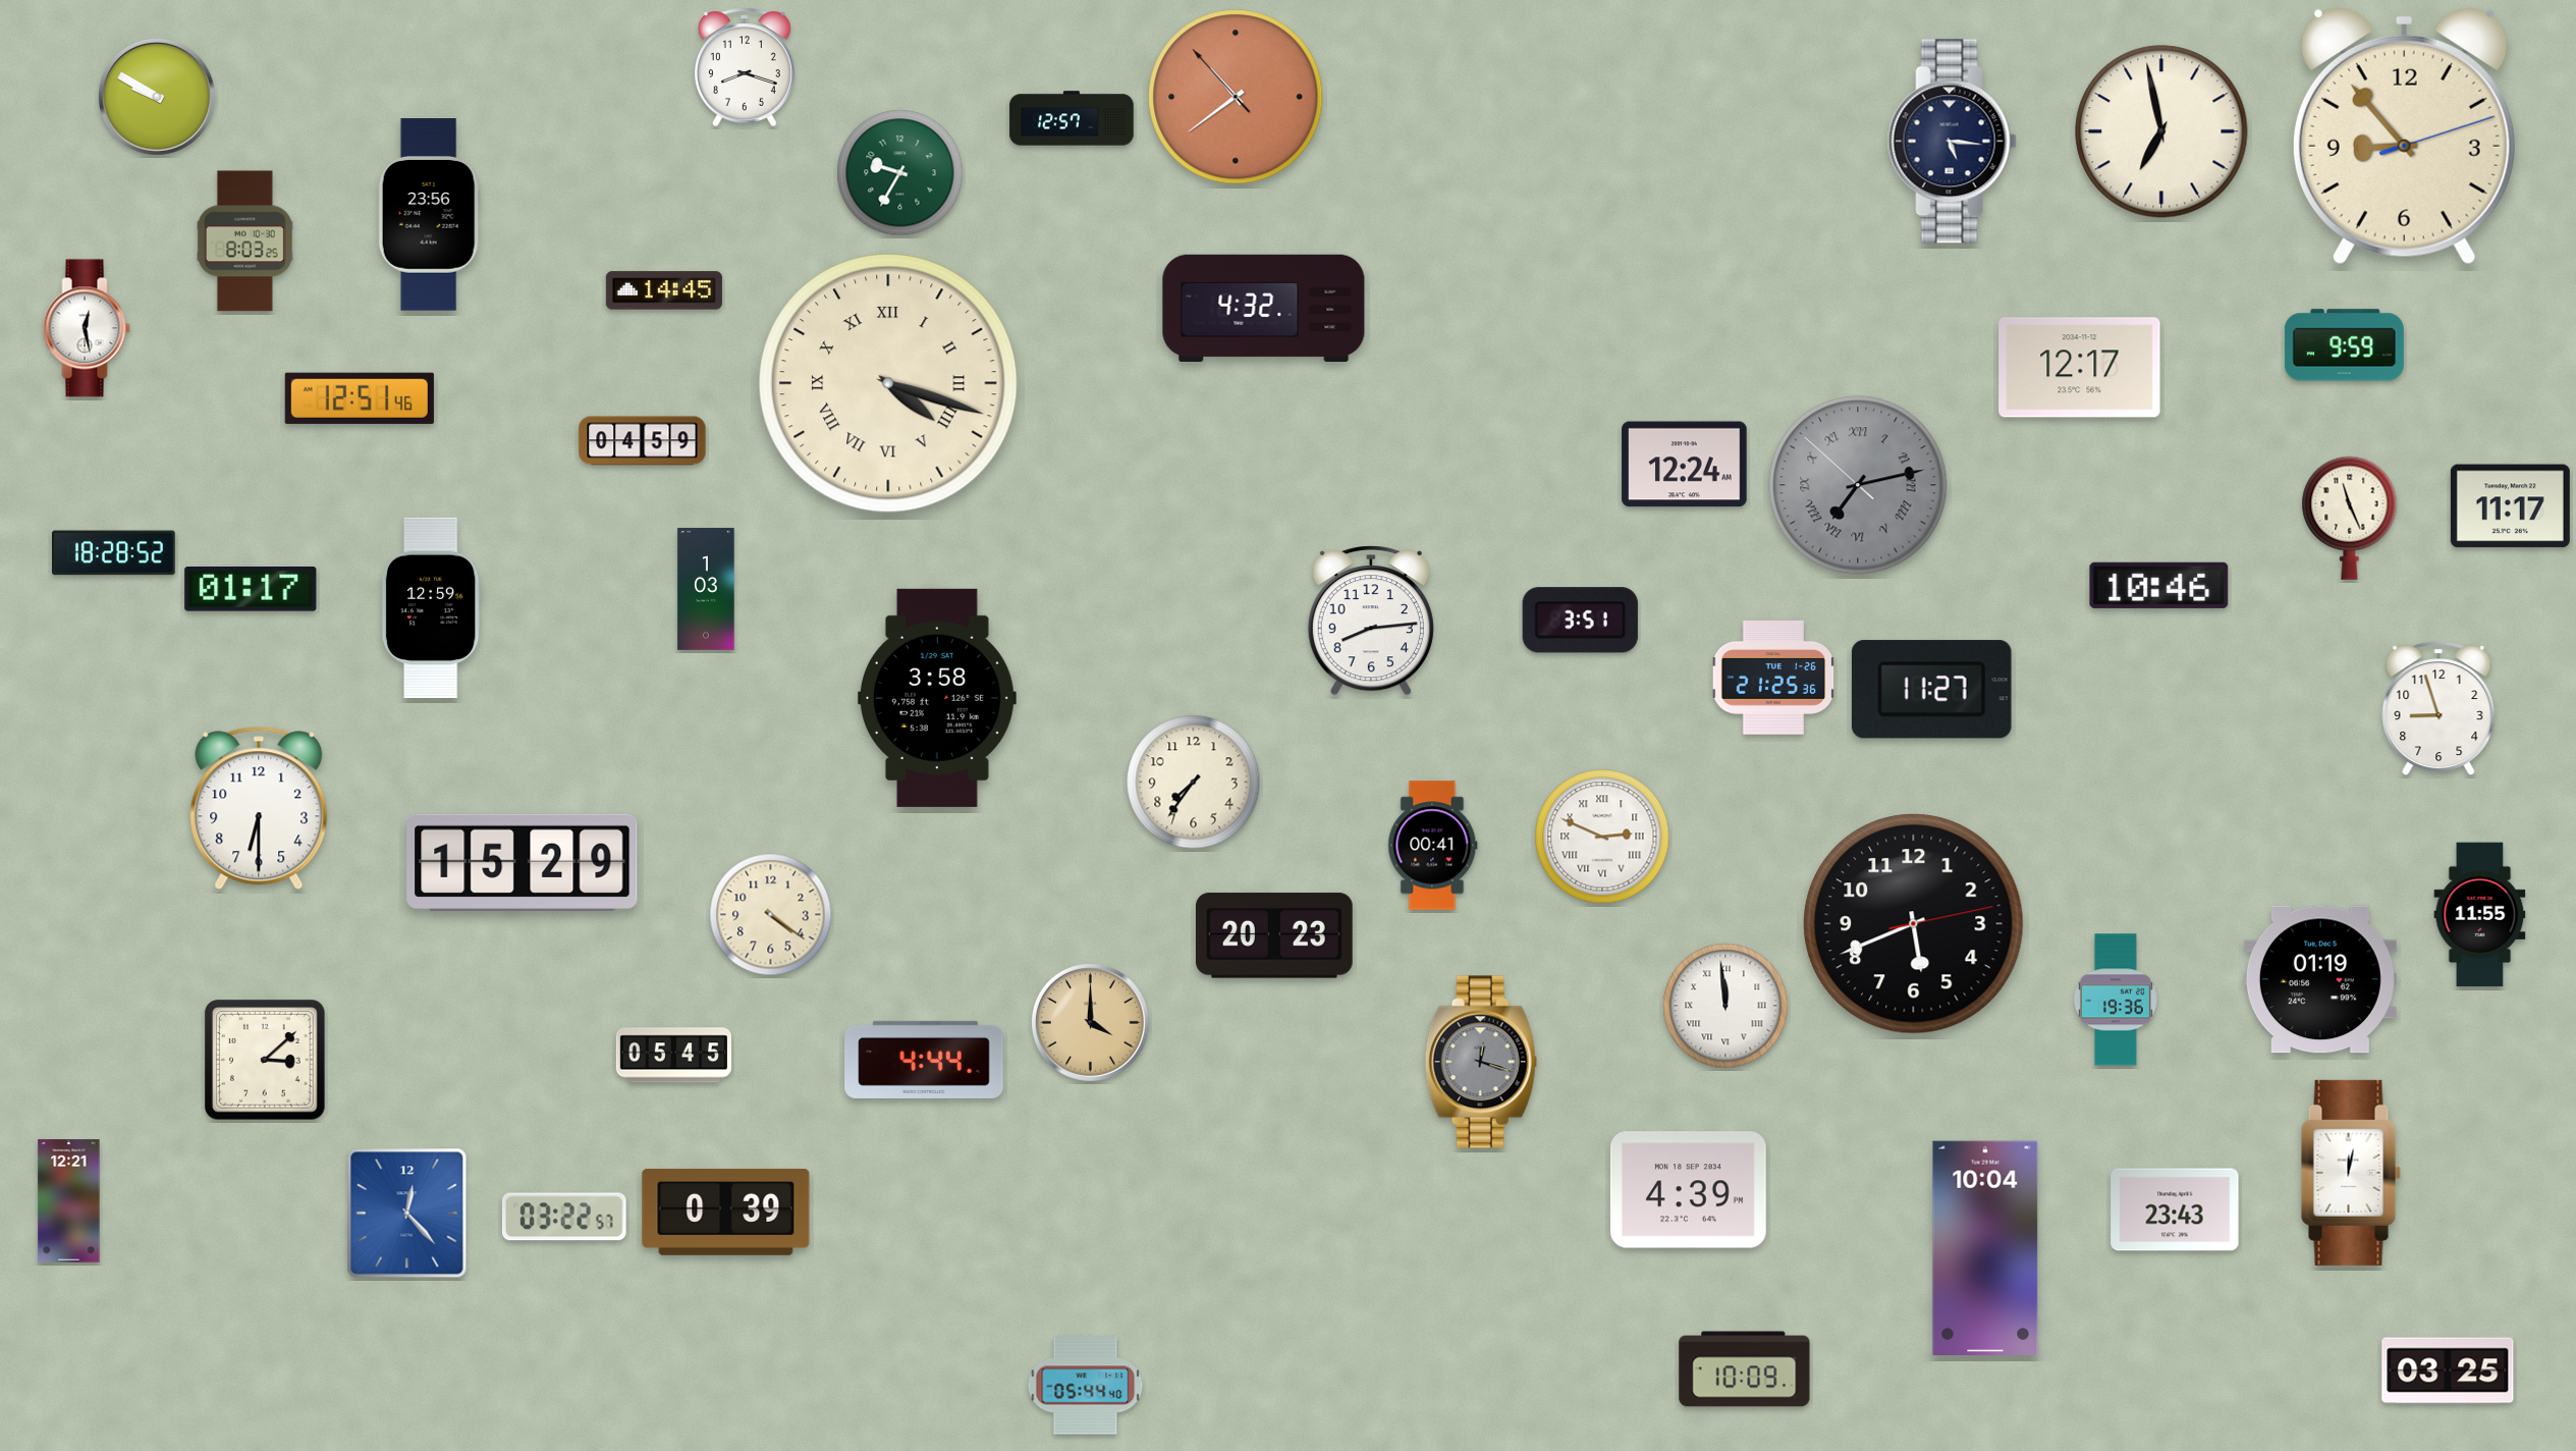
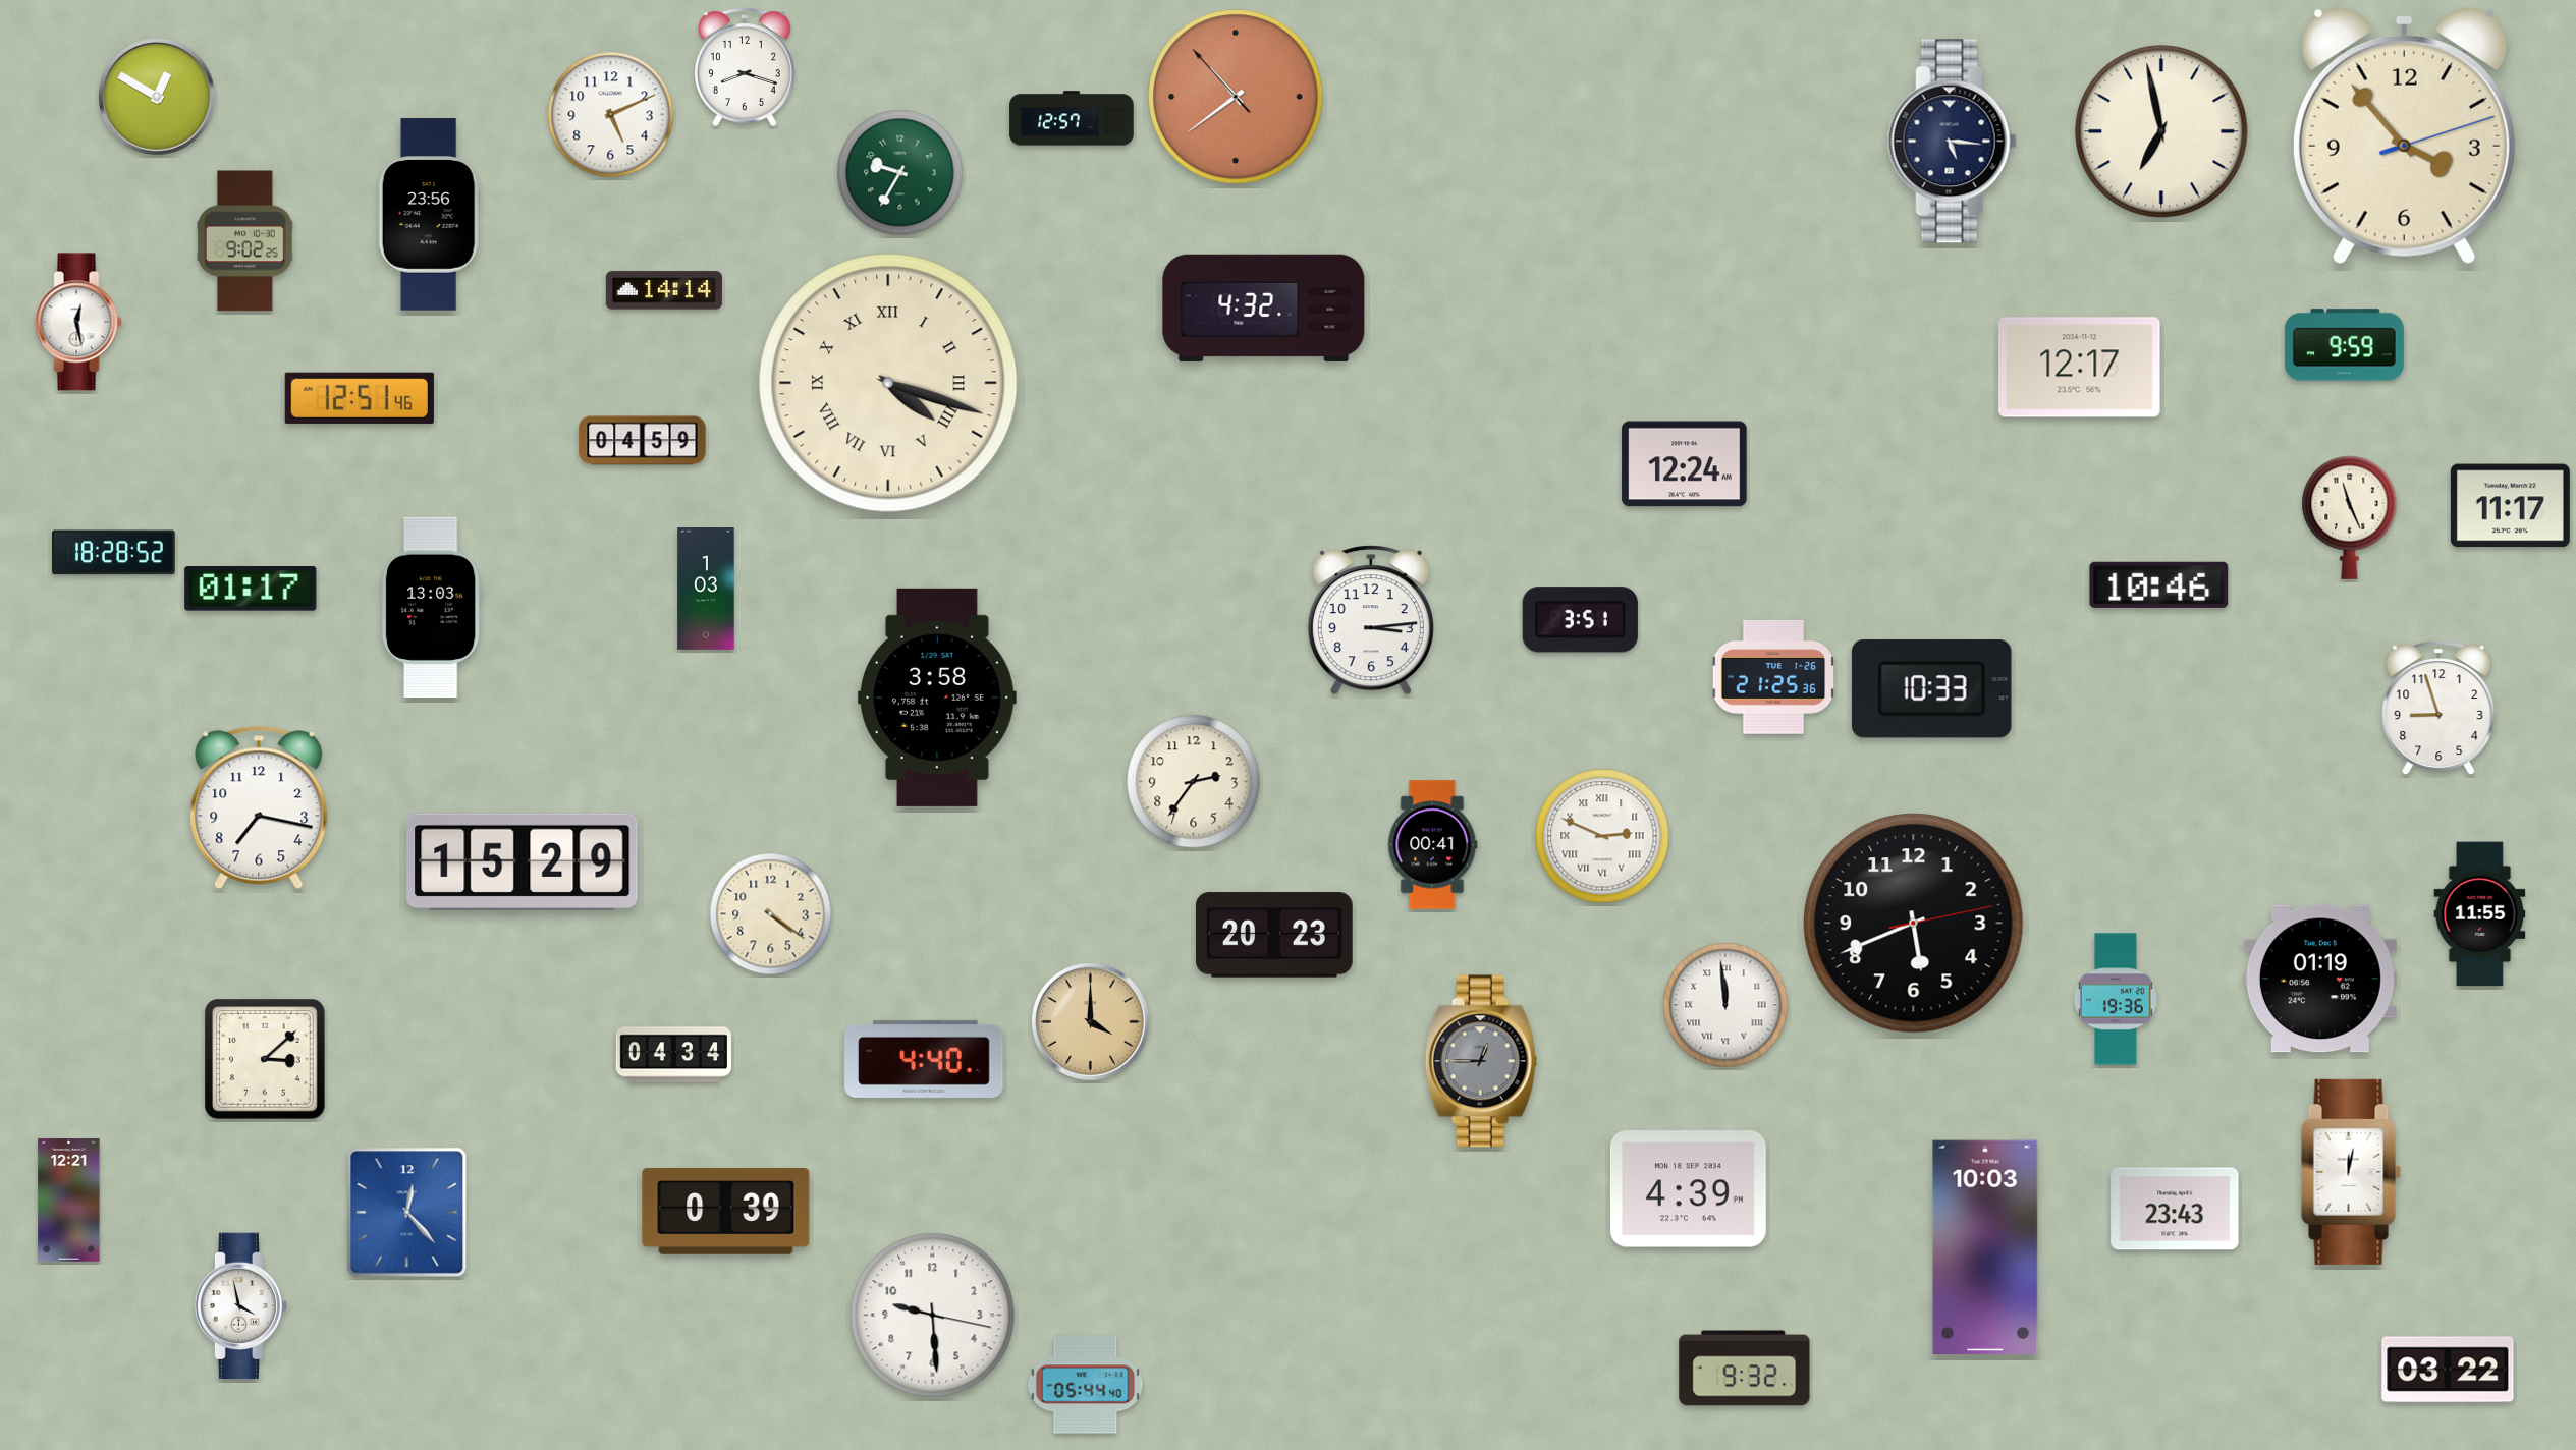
clock at (157, 97): 9:50 -> 12:50
clock at (611, 115): none -> 5:11
clock at (2404, 136): 8:53 -> 3:53
clock at (244, 241): 8:03 -> 9:02
clock at (664, 290): 14:45 -> 14:14
clock at (87, 328) position: (87, 328) -> (78, 322)
clock at (1858, 485): 7:12 -> none
clock at (431, 607): 12:59 -> 13:03
clock at (1371, 621): 8:14 -> 3:14
clock at (1931, 690): 11:27 -> 10:33
clock at (1194, 783): 7:36 -> 2:36
clock at (259, 808): 6:30 -> 7:17
clock at (673, 1056): 05:45 -> 04:34
clock at (924, 1060): 4:44 -> 4:40
clock at (1481, 1062): 12:18 -> 12:45
clock at (564, 1217): 03:22 -> none
clock at (1985, 1247): 10:04 -> 10:03
clock at (241, 1306): none -> 3:58
clock at (933, 1316): none -> 9:29
clock at (1745, 1369): 10:09 -> 9:32
clock at (2448, 1371): 03:25 -> 03:22
